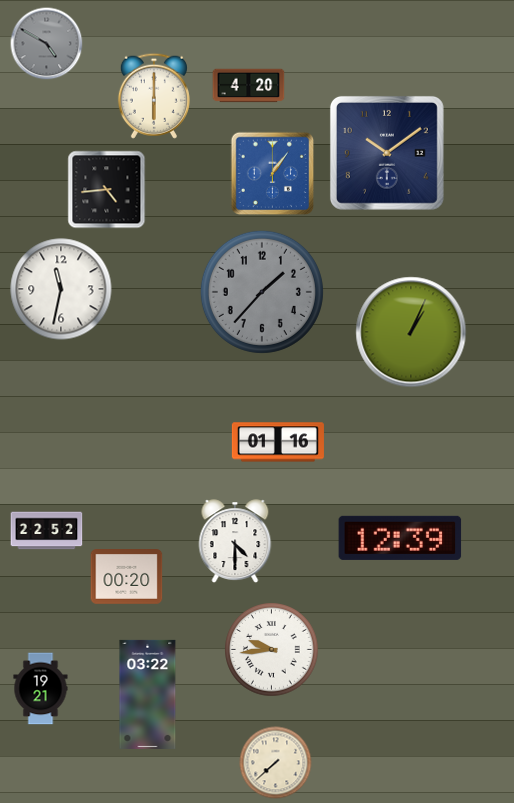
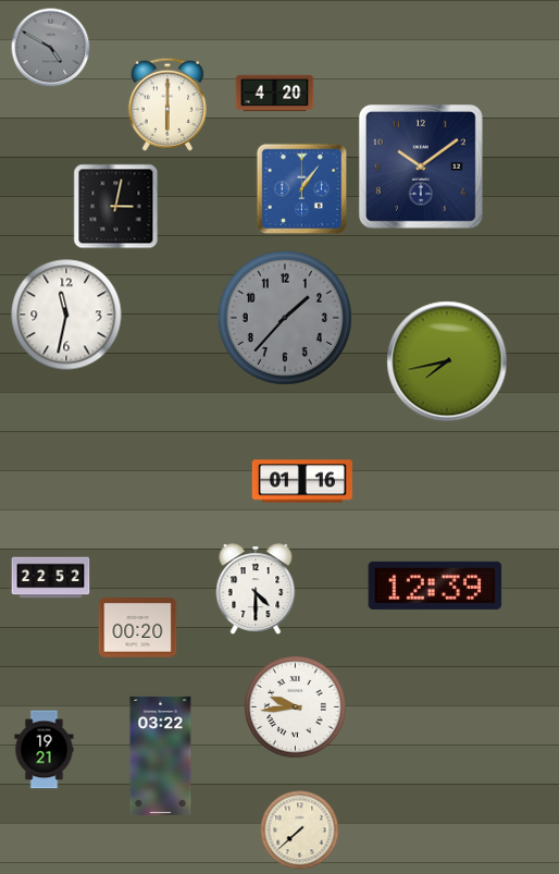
clock at (249, 86) position: (249, 86) -> (275, 94)
clock at (273, 174) position: (273, 174) -> (302, 189)
clock at (107, 190): 4:44 -> 3:02
clock at (411, 332): 1:04 -> 7:43
